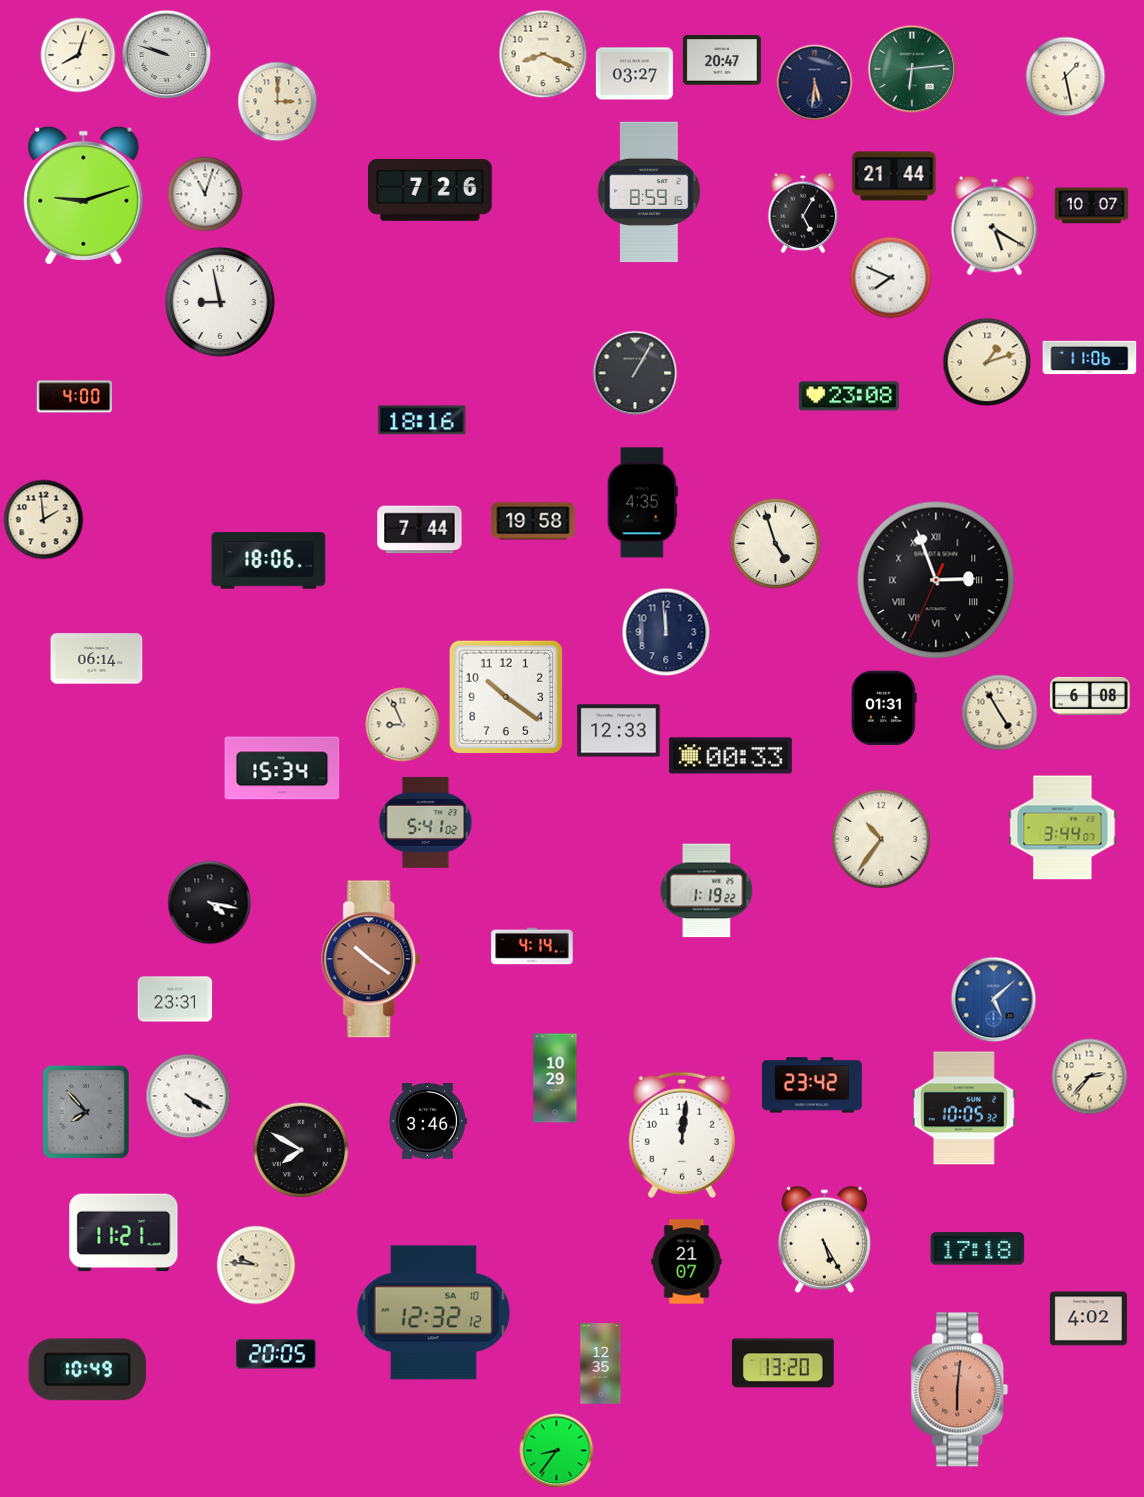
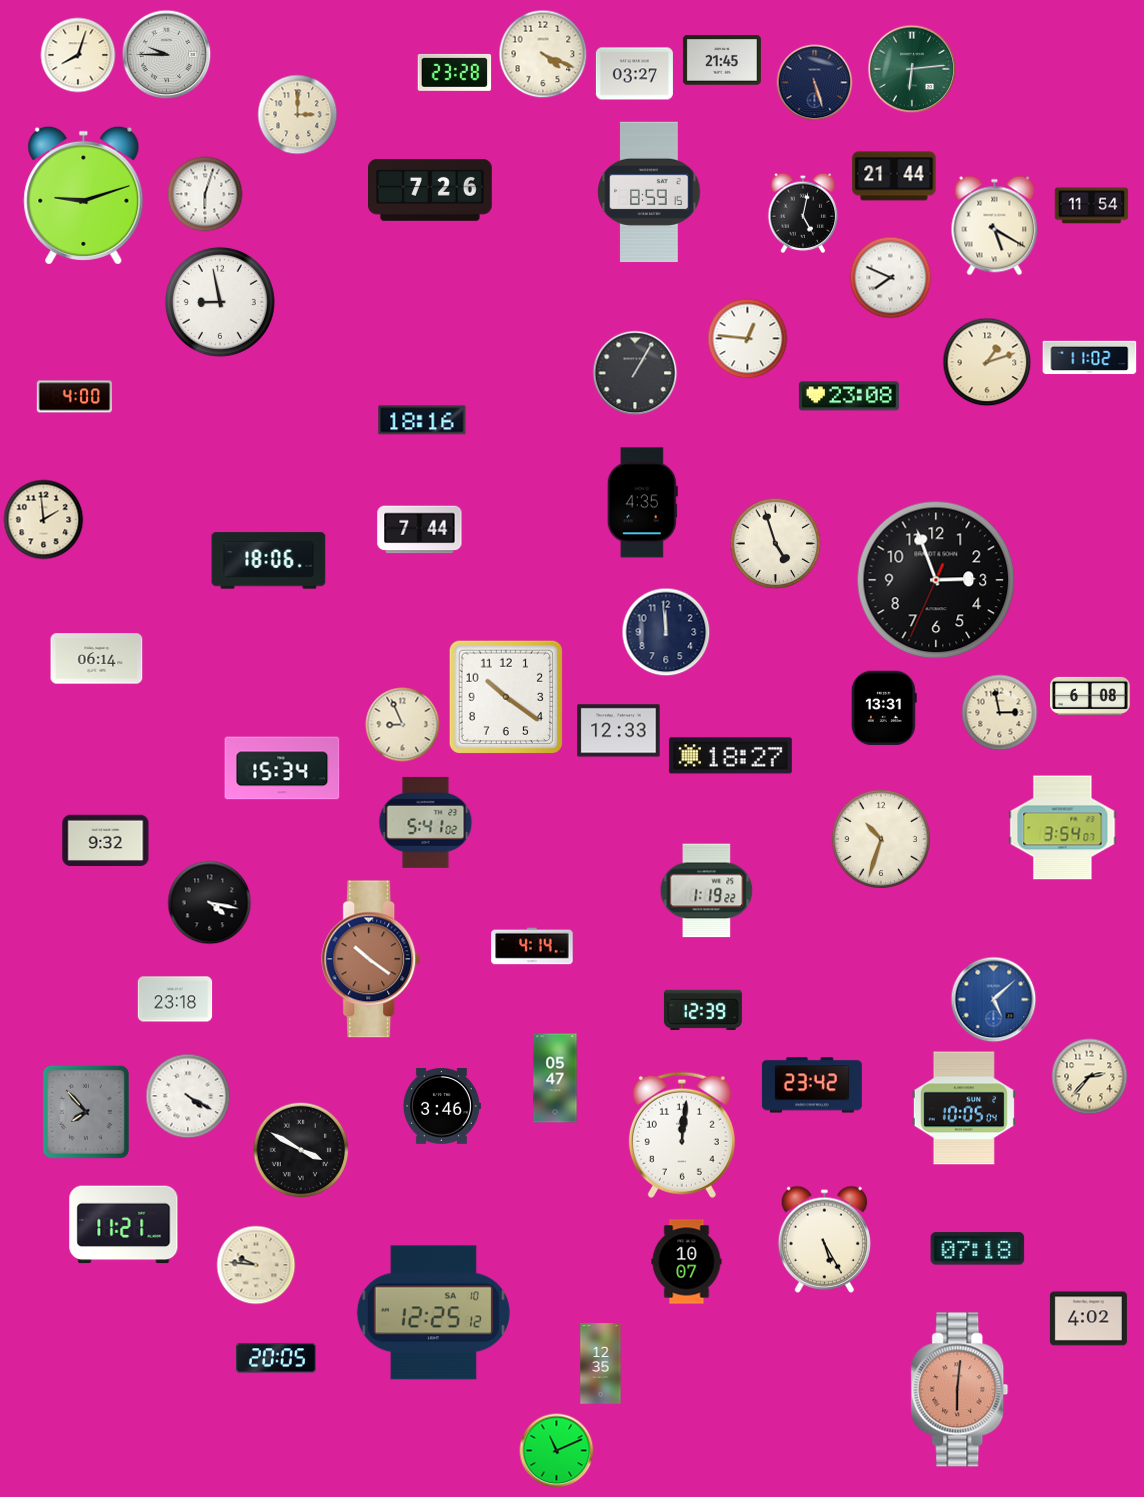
clock at (543, 54): 8:19 -> 4:19
clock at (167, 55): 9:48 -> 9:45
clock at (722, 60): 20:47 -> 21:45
clock at (455, 72): none -> 23:28
clock at (1066, 77): 1:28 -> none
clock at (815, 83): 5:31 -> 5:27
clock at (278, 102) position: (278, 102) -> (298, 115)
clock at (205, 194): 11:03 -> 6:03
clock at (1092, 206): 10:07 -> 11:54
clock at (803, 213): 5:05 -> 5:02
clock at (748, 339): none -> 12:46
clock at (1090, 358): 11:06 -> 11:02
clock at (533, 521): 19:58 -> none
clock at (936, 580) numerals: Roman -> Arabic
clock at (884, 708): 01:31 -> 13:31
clock at (1000, 713): 4:55 -> 2:58
clock at (730, 756): 00:33 -> 18:27
clock at (1063, 828): 3:44 -> 3:54
clock at (880, 838): 10:36 -> 10:33
clock at (106, 841): none -> 9:32
clock at (175, 999): 23:31 -> 23:18
clock at (703, 1009): none -> 12:39
clock at (555, 1078): 10:29 -> 05:47
clock at (964, 1108): 10:05:32 -> 10:05:04
clock at (427, 1122) position: (427, 1122) -> (441, 1107)
clock at (301, 1150): 7:50 -> 3:50
clock at (124, 1233) position: (124, 1233) -> (124, 1225)
clock at (978, 1249): 17:18 -> 07:18
clock at (687, 1262): 21:07 -> 10:07
clock at (433, 1313): 12:32 -> 12:25
clock at (277, 1354) position: (277, 1354) -> (277, 1358)
clock at (784, 1363): 13:20 -> none
clock at (87, 1370): 10:49 -> none
clock at (557, 1451): 8:36 -> 11:11
